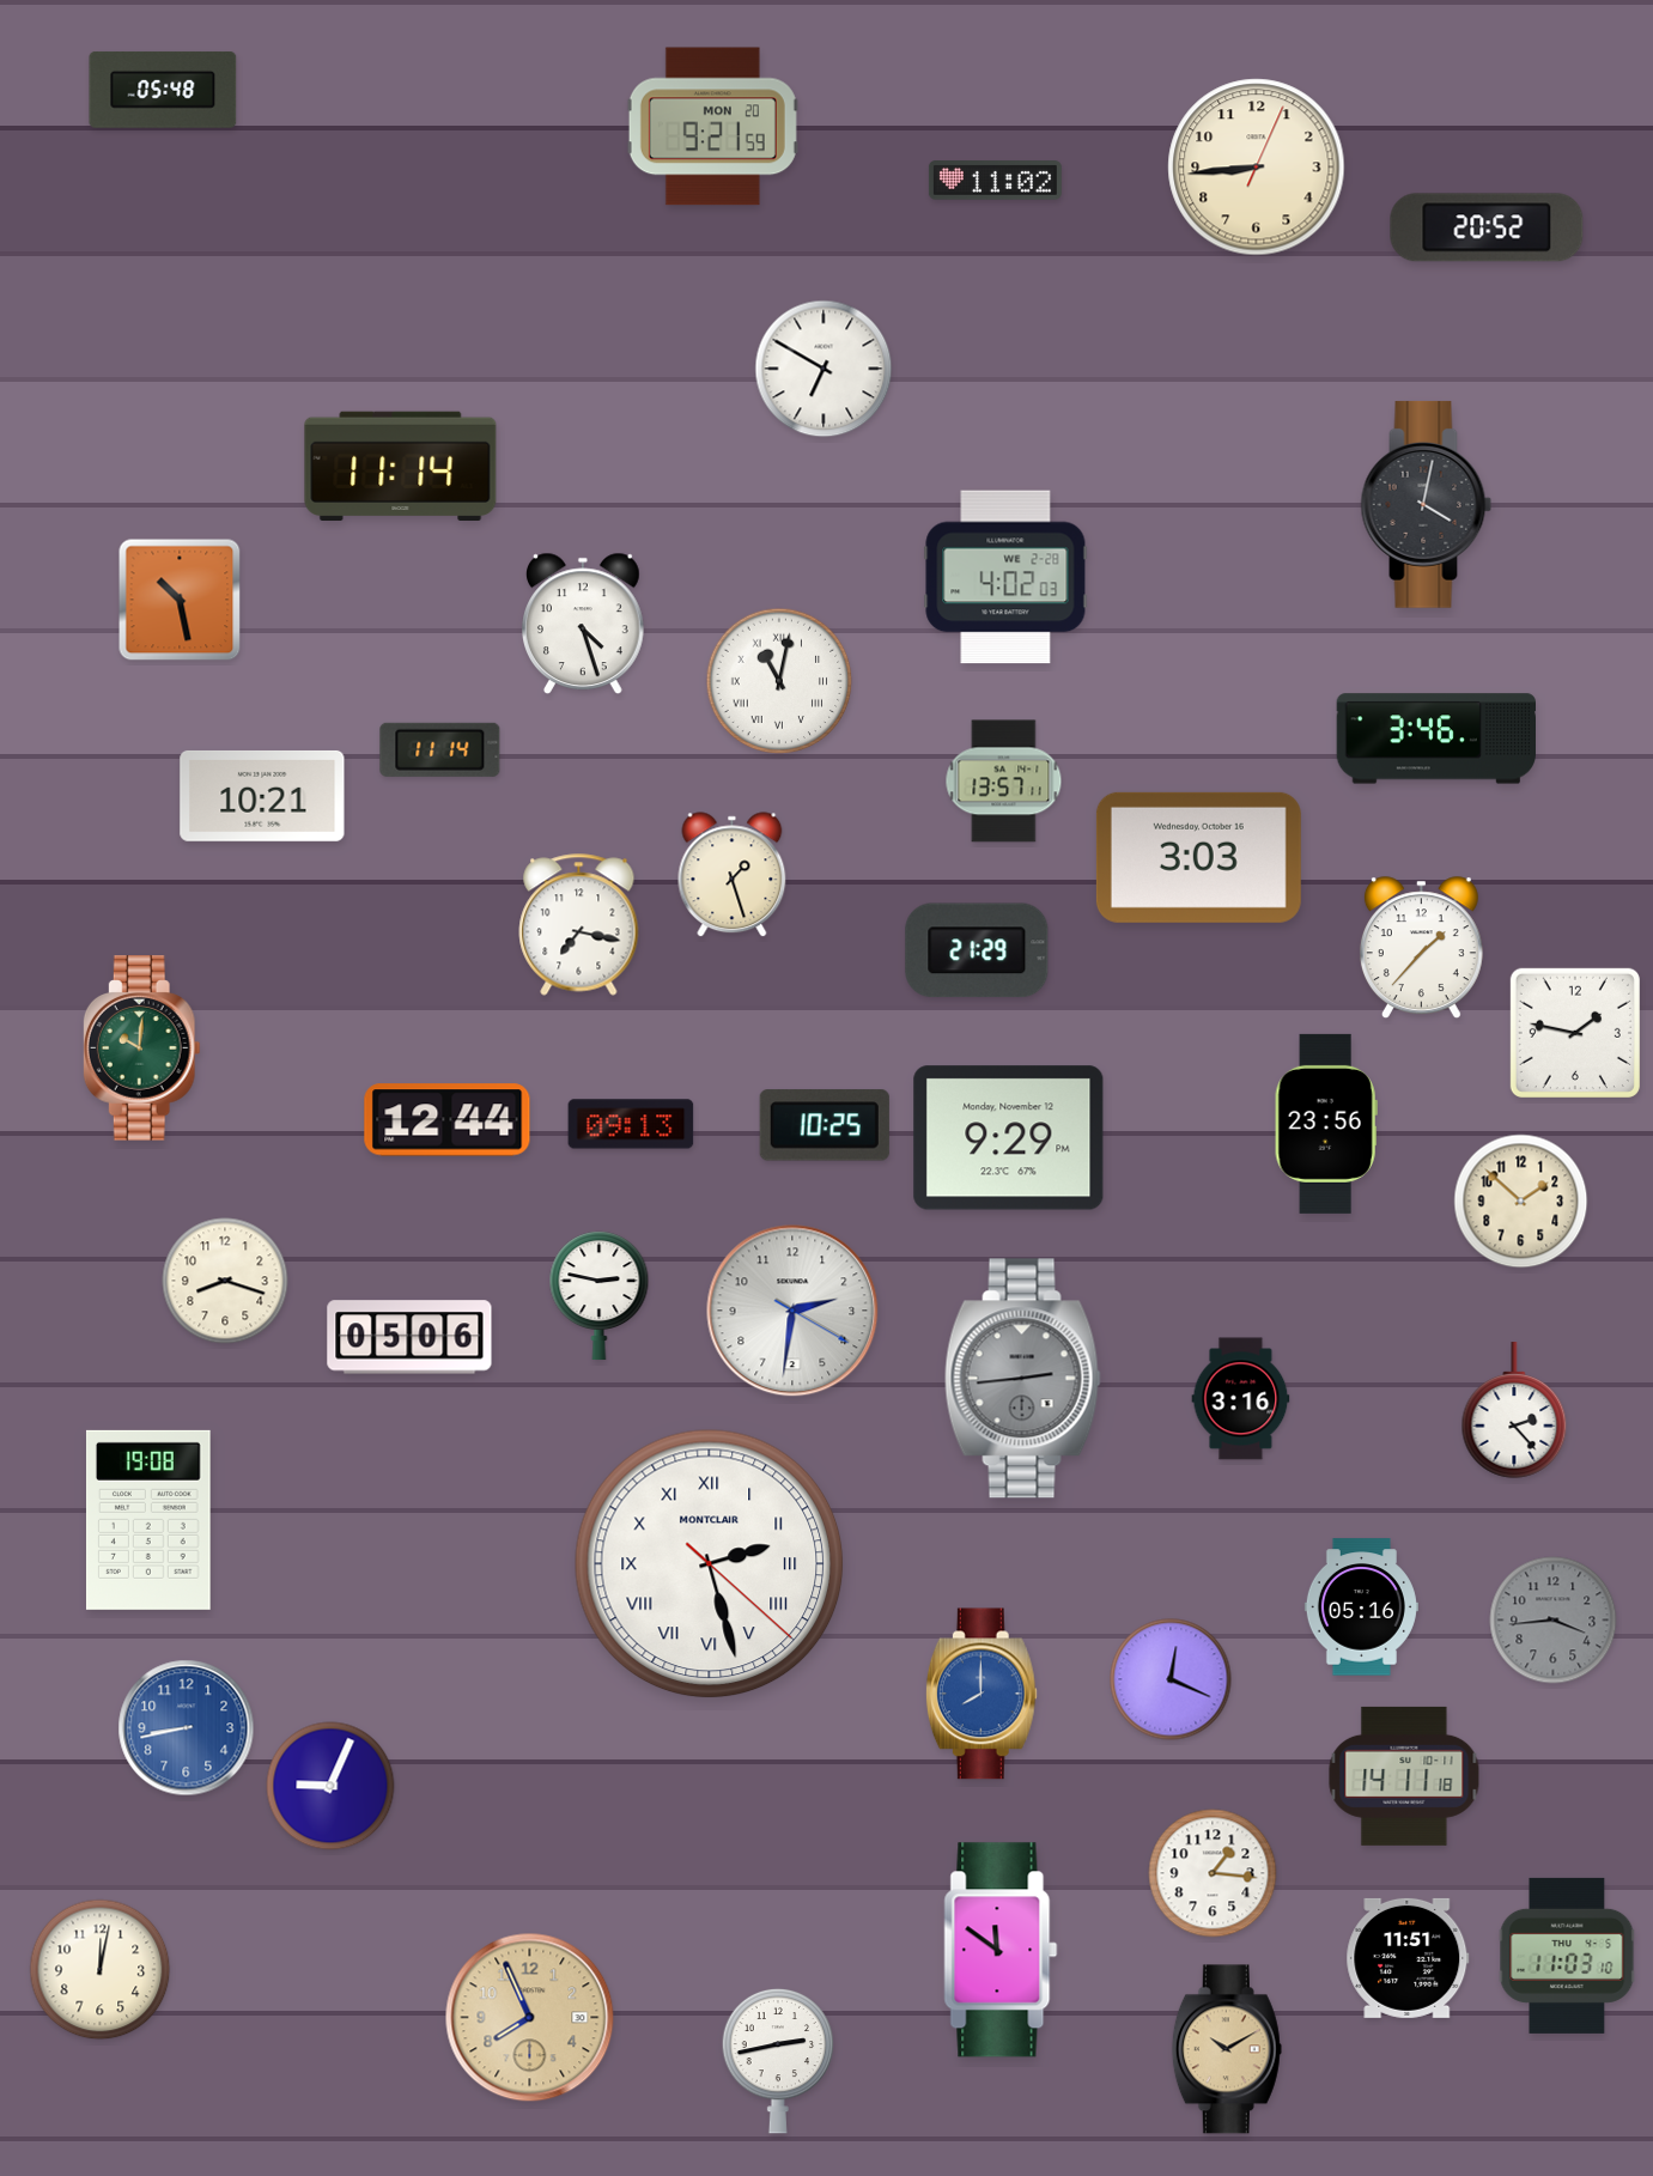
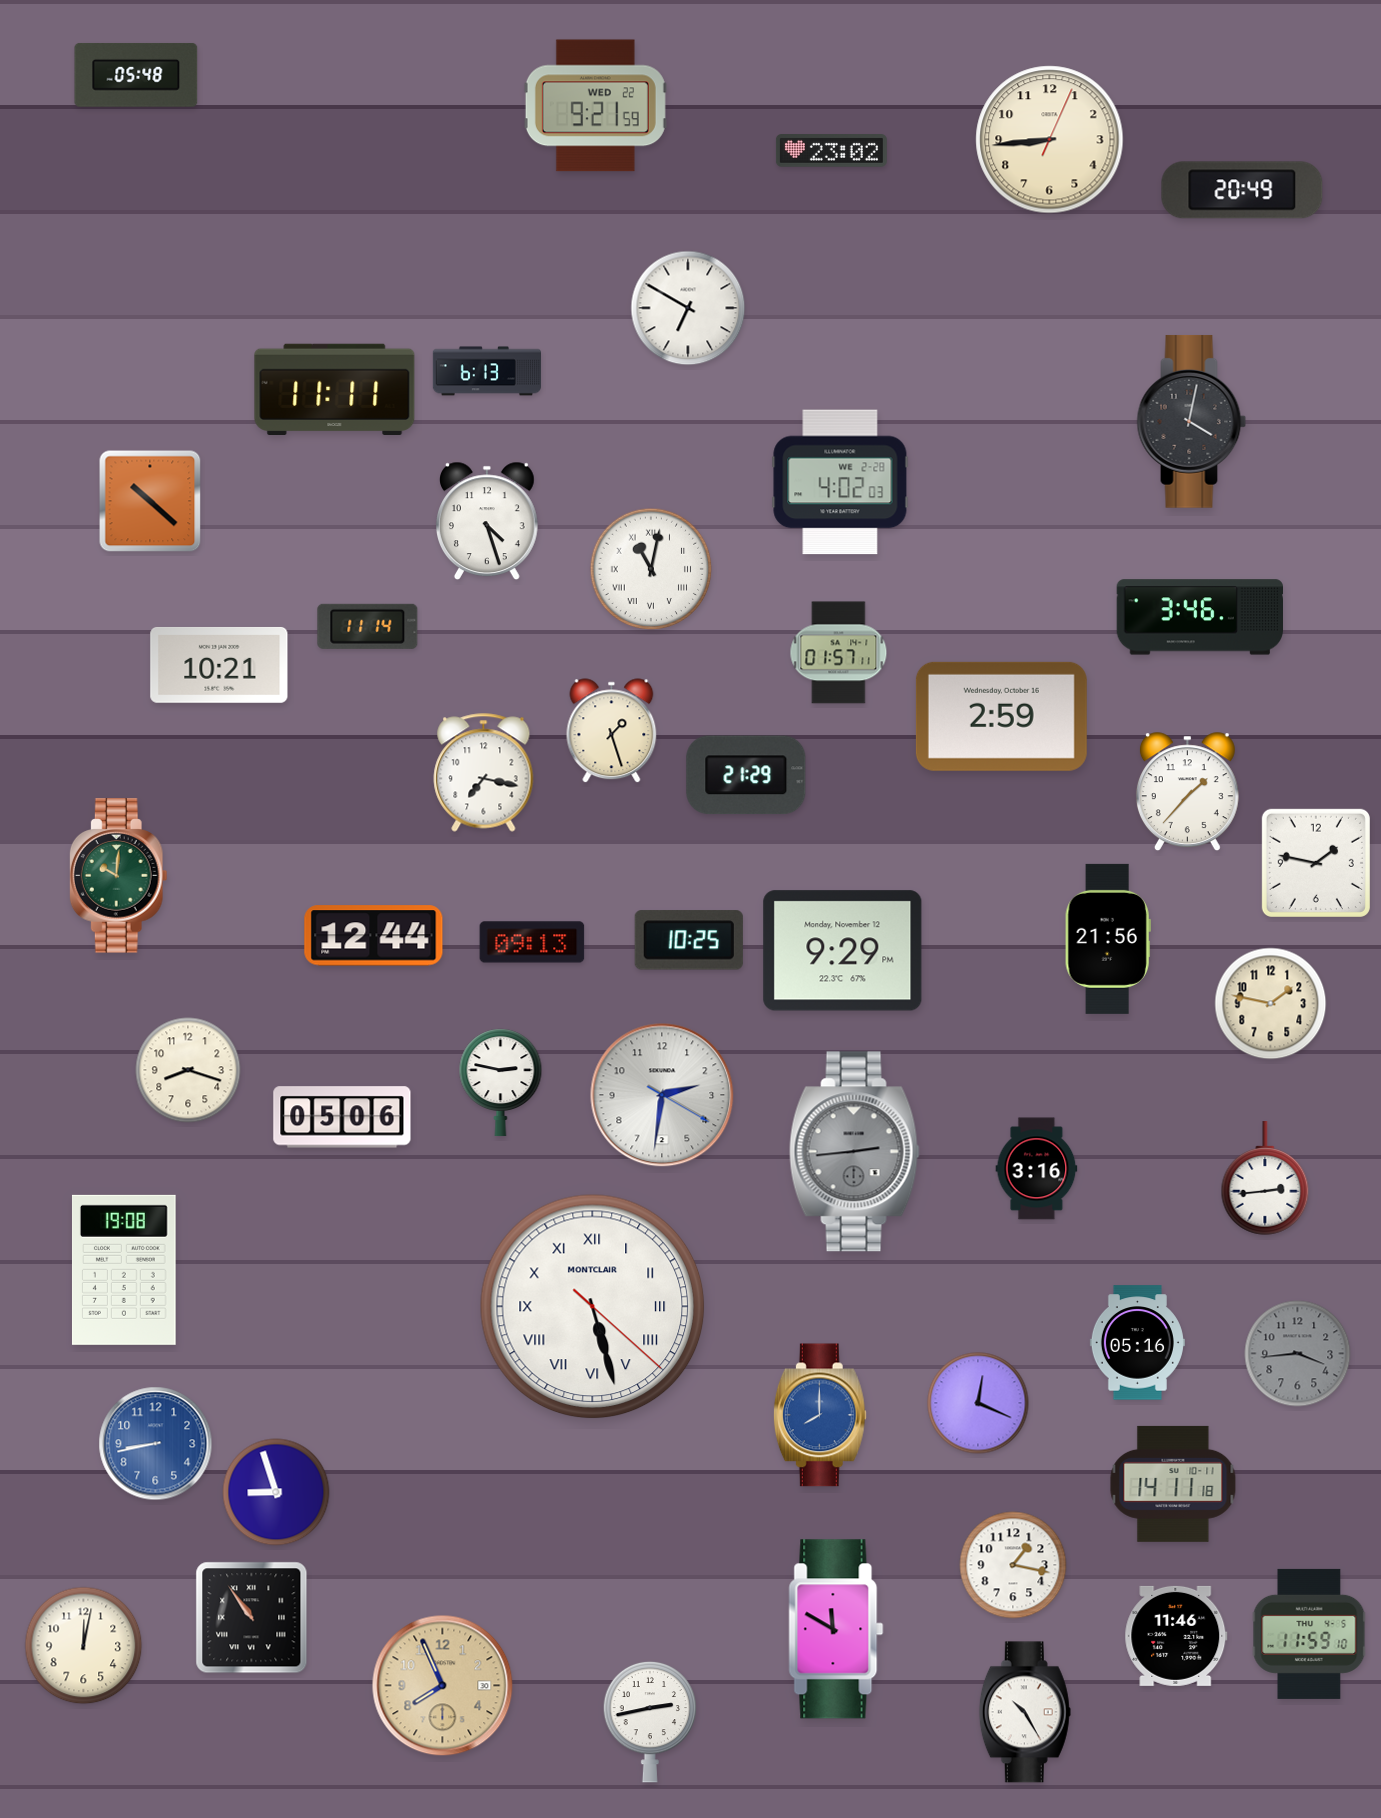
clock at (712, 127) date: MON 20 -> WED 22
clock at (995, 181): 11:02 -> 23:02
clock at (1487, 227): 20:52 -> 20:49
clock at (486, 371): none -> 6:13
clock at (401, 466): 11:14 -> 11:11
clock at (180, 600): 10:28 -> 10:22
clock at (1004, 782): 13:57 -> 01:57
clock at (1198, 857): 3:03 -> 2:59
clock at (977, 950) position: (977, 950) -> (746, 775)
clock at (631, 1124) position: (631, 1124) -> (532, 942)
clock at (1326, 1124): 23:56 -> 21:56
clock at (1521, 1202): 1:52 -> 1:47
clock at (1514, 1410): 2:23 -> 2:44
clock at (710, 1564): 2:27 -> 5:27
clock at (330, 1786): 9:04 -> 8:57
clock at (1213, 1873): 1:16 -> 1:17
clock at (252, 1618): none -> 10:54
clock at (1001, 1950): 11:51 -> 11:50
clock at (1567, 1956): 11:03 -> 11:59
clock at (1408, 1958): 11:51 -> 11:46
clock at (1227, 2049): 10:10 -> 10:25
clock at (1227, 2049) dial: champagne -> white
